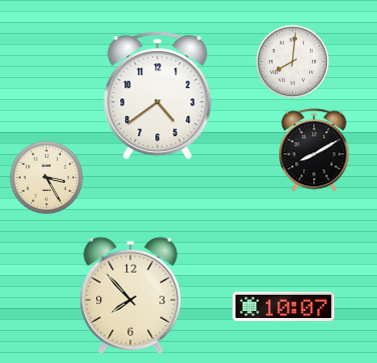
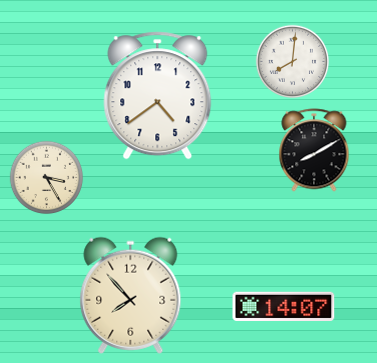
clock at (284, 306): 10:07 -> 14:07
